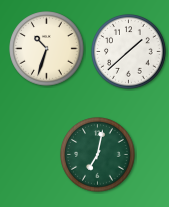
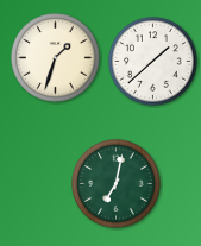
clock at (47, 49): 10:33 -> 1:33
